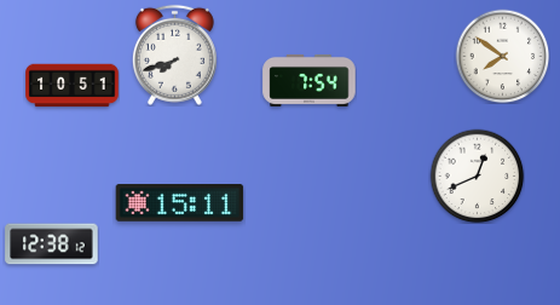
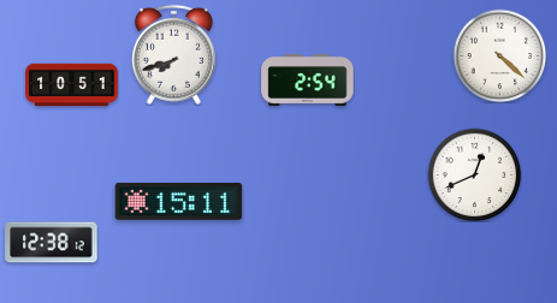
clock at (502, 56): 7:51 -> 4:22
clock at (310, 80): 7:54 -> 2:54
